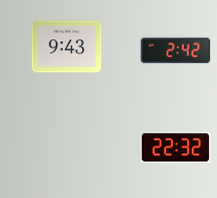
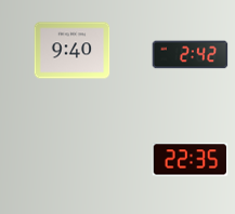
clock at (67, 47): 9:43 -> 9:40
clock at (176, 148): 22:32 -> 22:35
